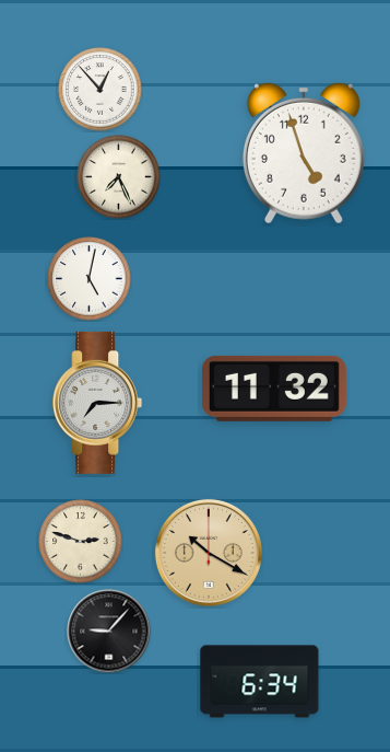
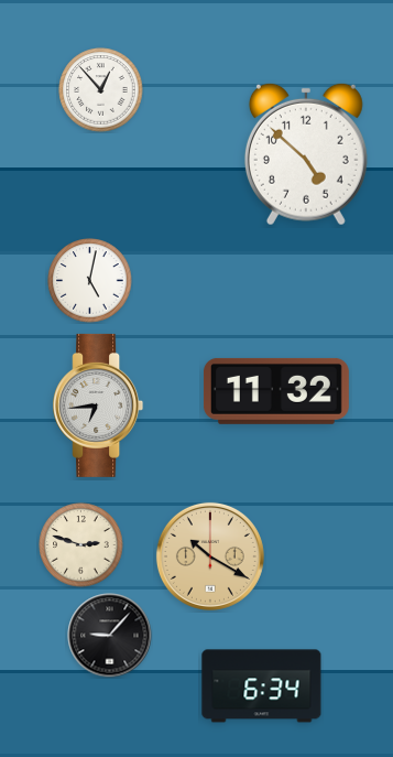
clock at (304, 153): 4:57 -> 4:52
clock at (119, 177): 7:26 -> none
clock at (97, 403): 7:15 -> 6:44
